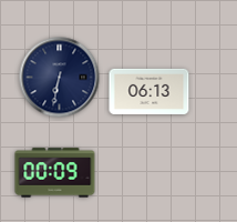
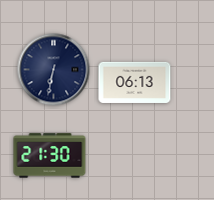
clock at (55, 173): 00:09 -> 21:30
